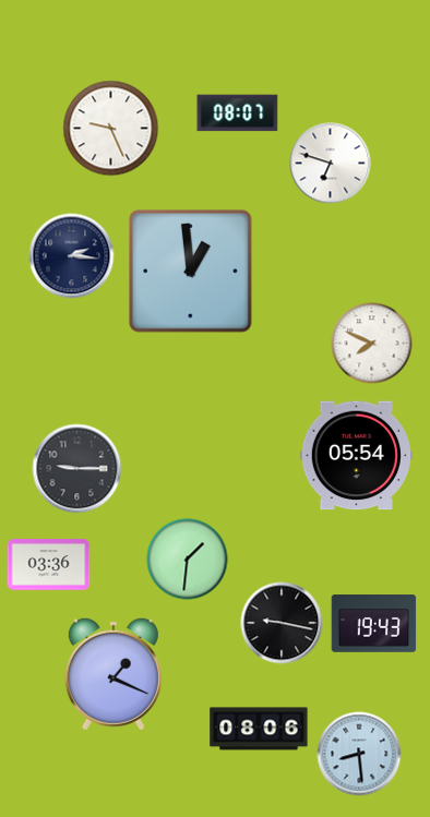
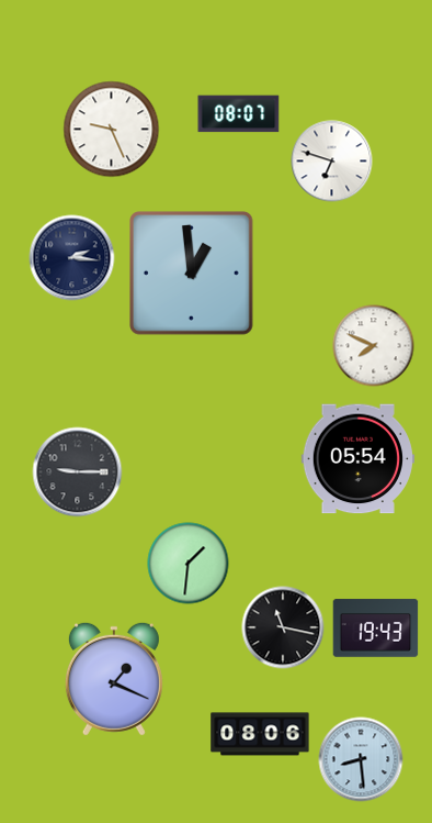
clock at (331, 164) position: (331, 164) -> (332, 162)
clock at (49, 565): 03:36 -> none
clock at (282, 623): 9:17 -> 11:17
